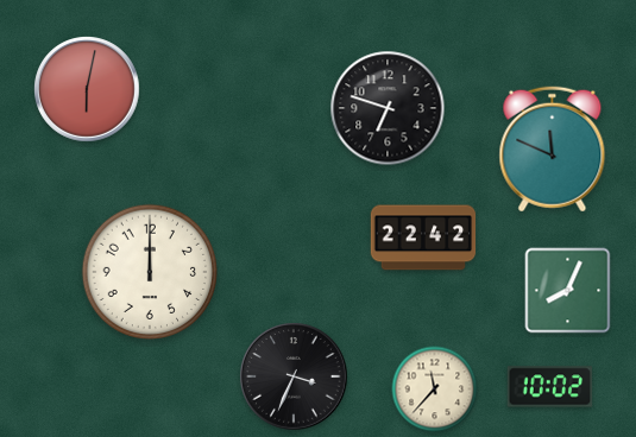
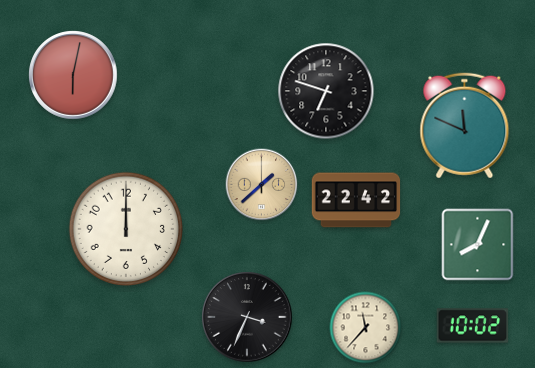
clock at (262, 185): none -> 1:38
clock at (550, 387) position: (550, 387) -> (473, 326)
